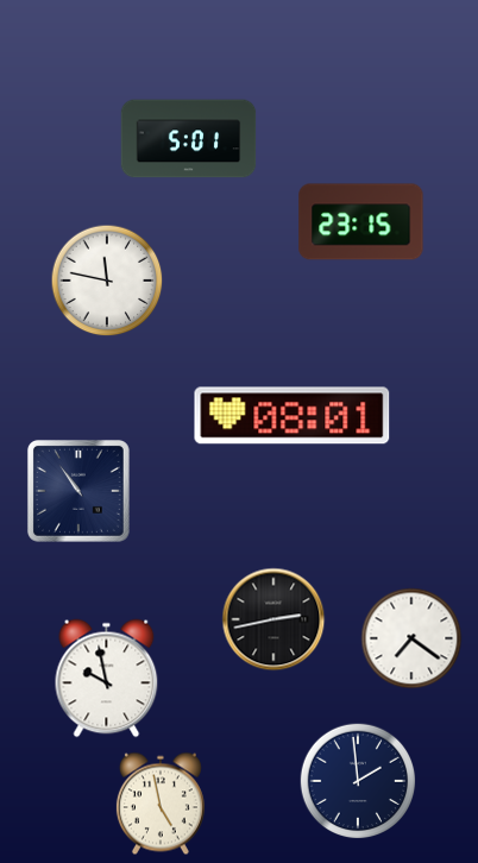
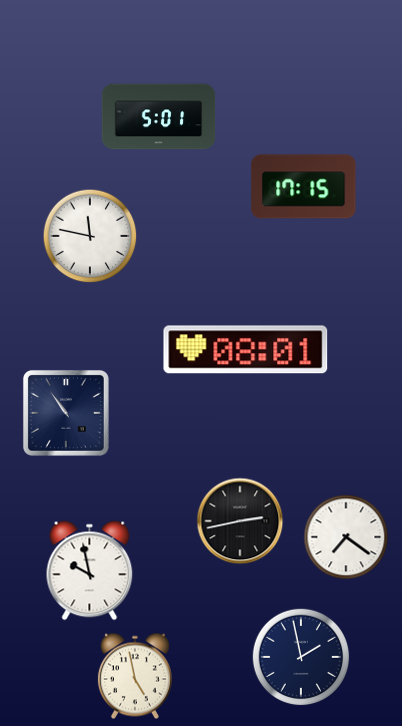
clock at (361, 222): 23:15 -> 17:15
clock at (273, 619) position: (273, 619) -> (240, 521)
clock at (358, 781): 1:59 -> 1:58
